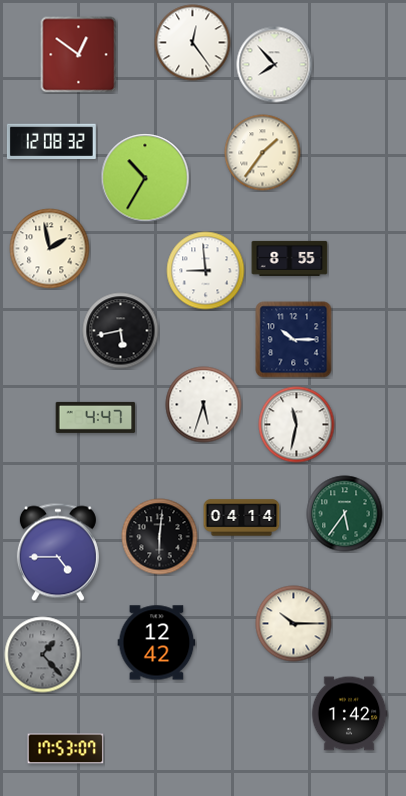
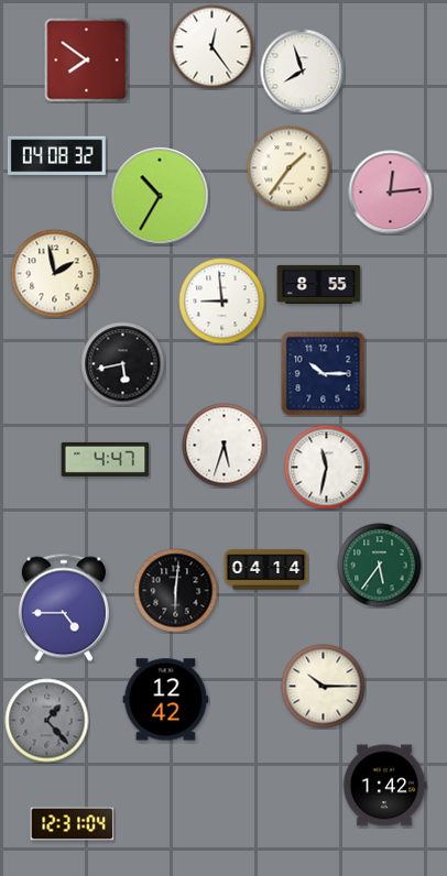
clock at (79, 55): 12:51 -> 7:51
clock at (275, 65): 7:53 -> 7:57
clock at (51, 142): 12:08 -> 04:08
clock at (391, 193): none -> 12:14
clock at (206, 271) position: (206, 271) -> (222, 302)
clock at (121, 331) position: (121, 331) -> (123, 364)
clock at (157, 643) position: (157, 643) -> (166, 700)
clock at (66, 749): 17:53 -> 12:31
